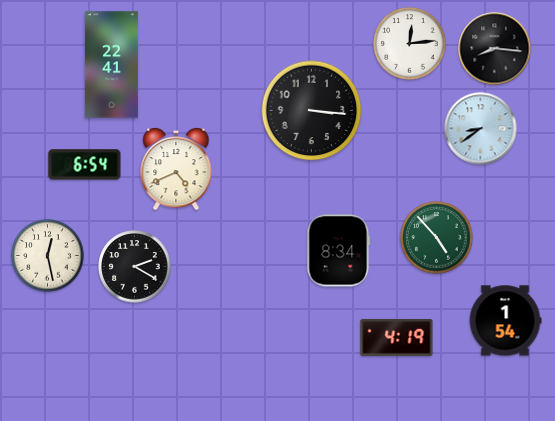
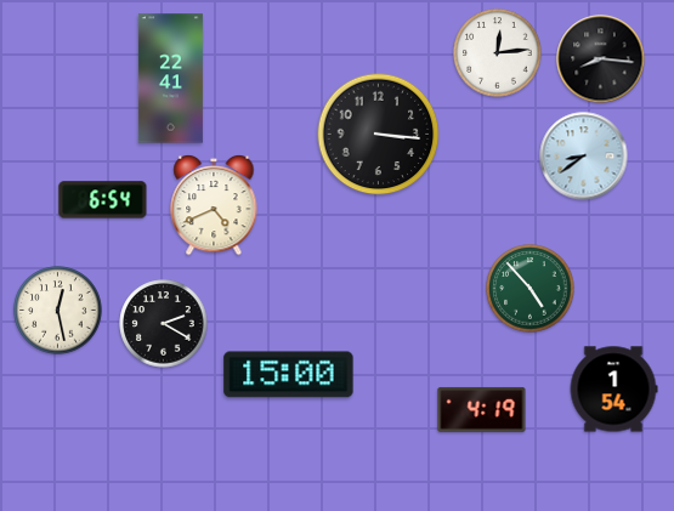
clock at (111, 65) position: (111, 65) -> (170, 79)
clock at (339, 251): 8:34 -> none
clock at (289, 375): none -> 15:00
